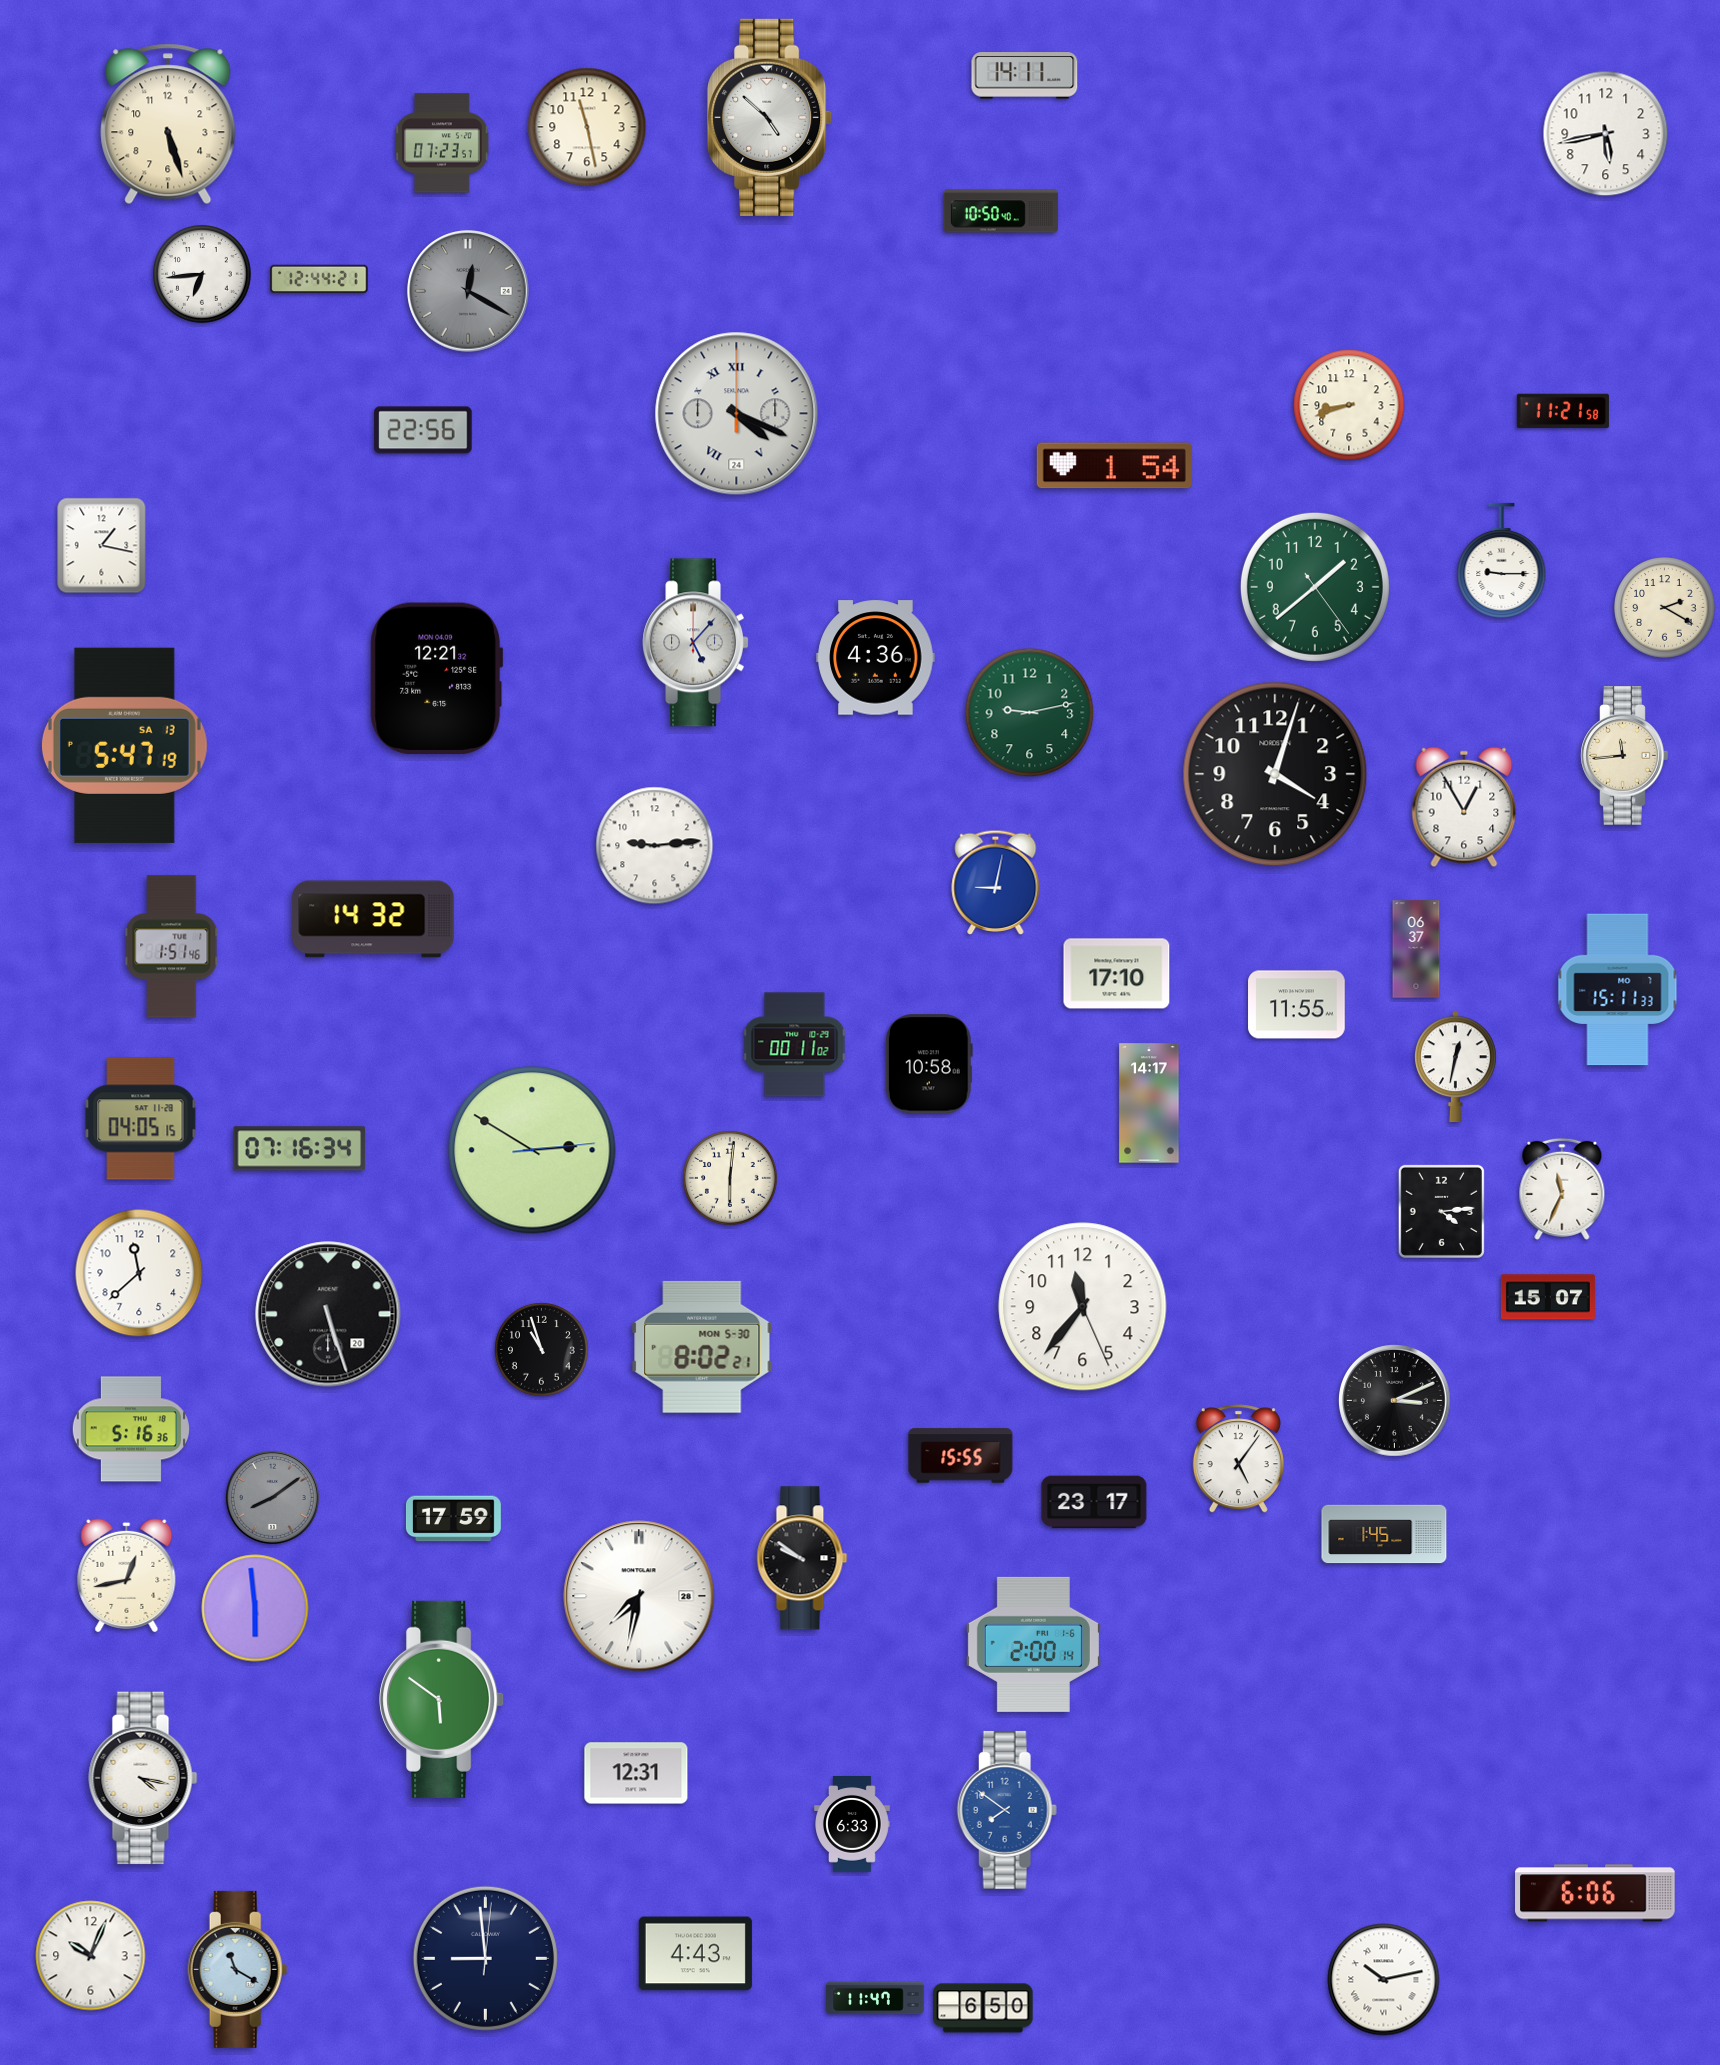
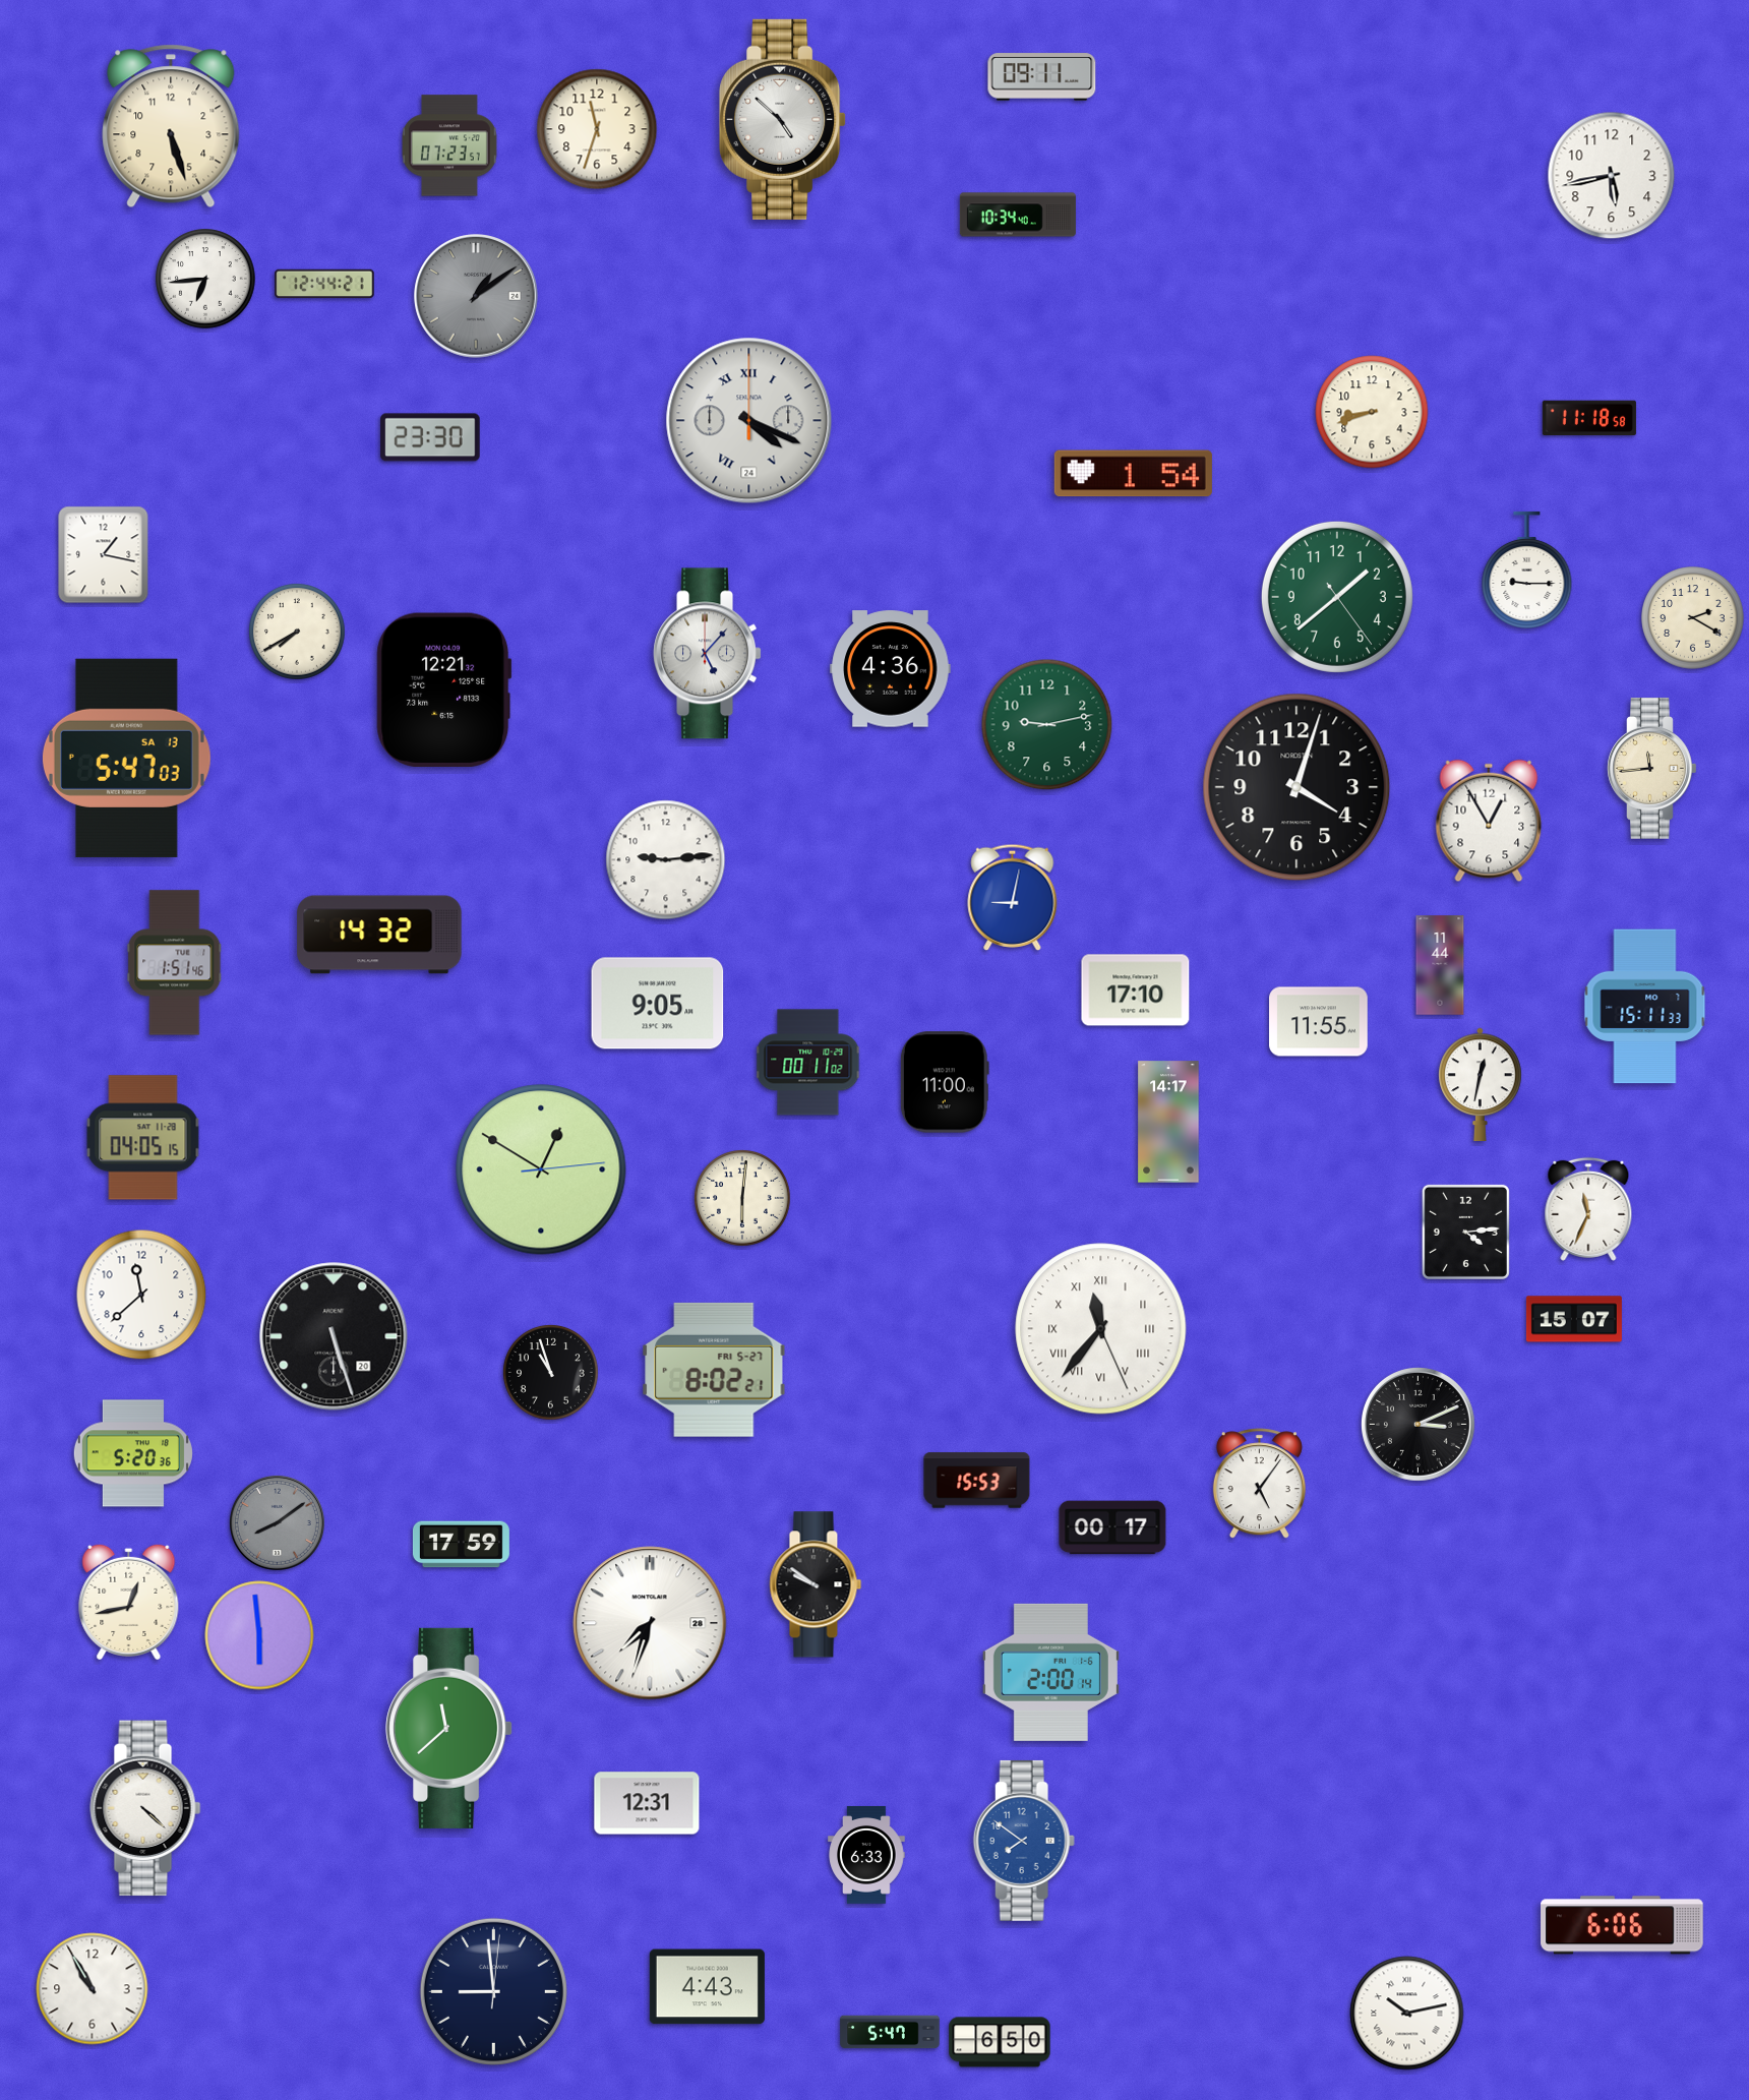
clock at (1025, 76): 14:11 -> 09:11
clock at (587, 127): 11:28 -> 11:33
clock at (1606, 134) position: (1606, 134) -> (1612, 176)
clock at (1001, 211): 10:50 -> 10:34
clock at (468, 291): 12:20 -> 1:09
clock at (1563, 411): 11:21 -> 11:18
clock at (423, 430): 22:56 -> 23:30
clock at (298, 633): none -> 7:40
clock at (124, 745): 5:47:19 -> 5:47:03
clock at (1416, 949): 06:37 -> 11:44
clock at (658, 1004): none -> 9:05
clock at (929, 1064): 10:58 -> 11:00
clock at (300, 1149): 07:16 -> none
clock at (532, 1150): 2:50 -> 12:50
clock at (1083, 1307) numerals: Arabic -> Roman
clock at (702, 1347) date: MON 5-30 -> FRI 5-27
clock at (131, 1429): 5:16 -> 5:20
clock at (961, 1456): 15:55 -> 15:53
clock at (1094, 1502): 23:17 -> 00:17
clock at (1384, 1534): 1:45 -> none
clock at (639, 1596): 7:32 -> 7:33
clock at (442, 1699): 5:51 -> 11:38
clock at (143, 1778): 4:17 -> 4:22
clock at (91, 1956): 10:04 -> 10:55
clock at (238, 1969): 11:20 -> none
clock at (875, 1998): 11:47 -> 5:47
